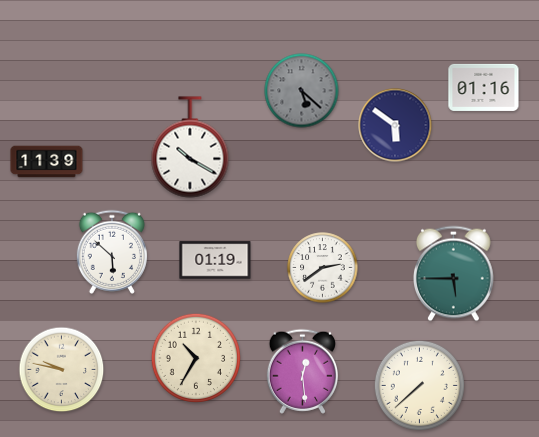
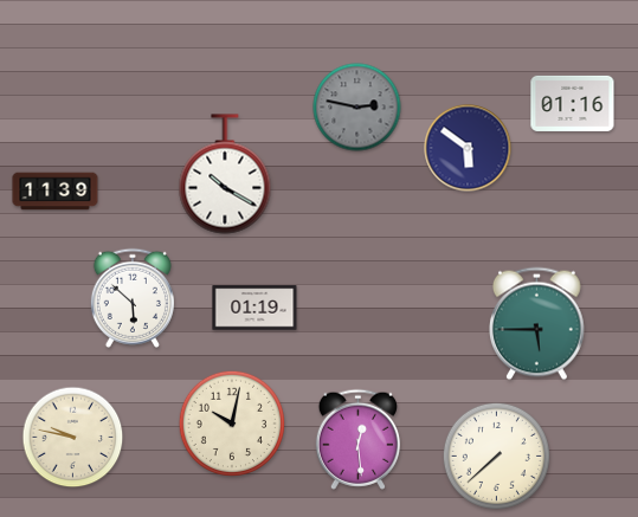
clock at (302, 91): 5:22 -> 2:47
clock at (323, 268): 2:39 -> none
clock at (196, 358): 10:35 -> 10:02
